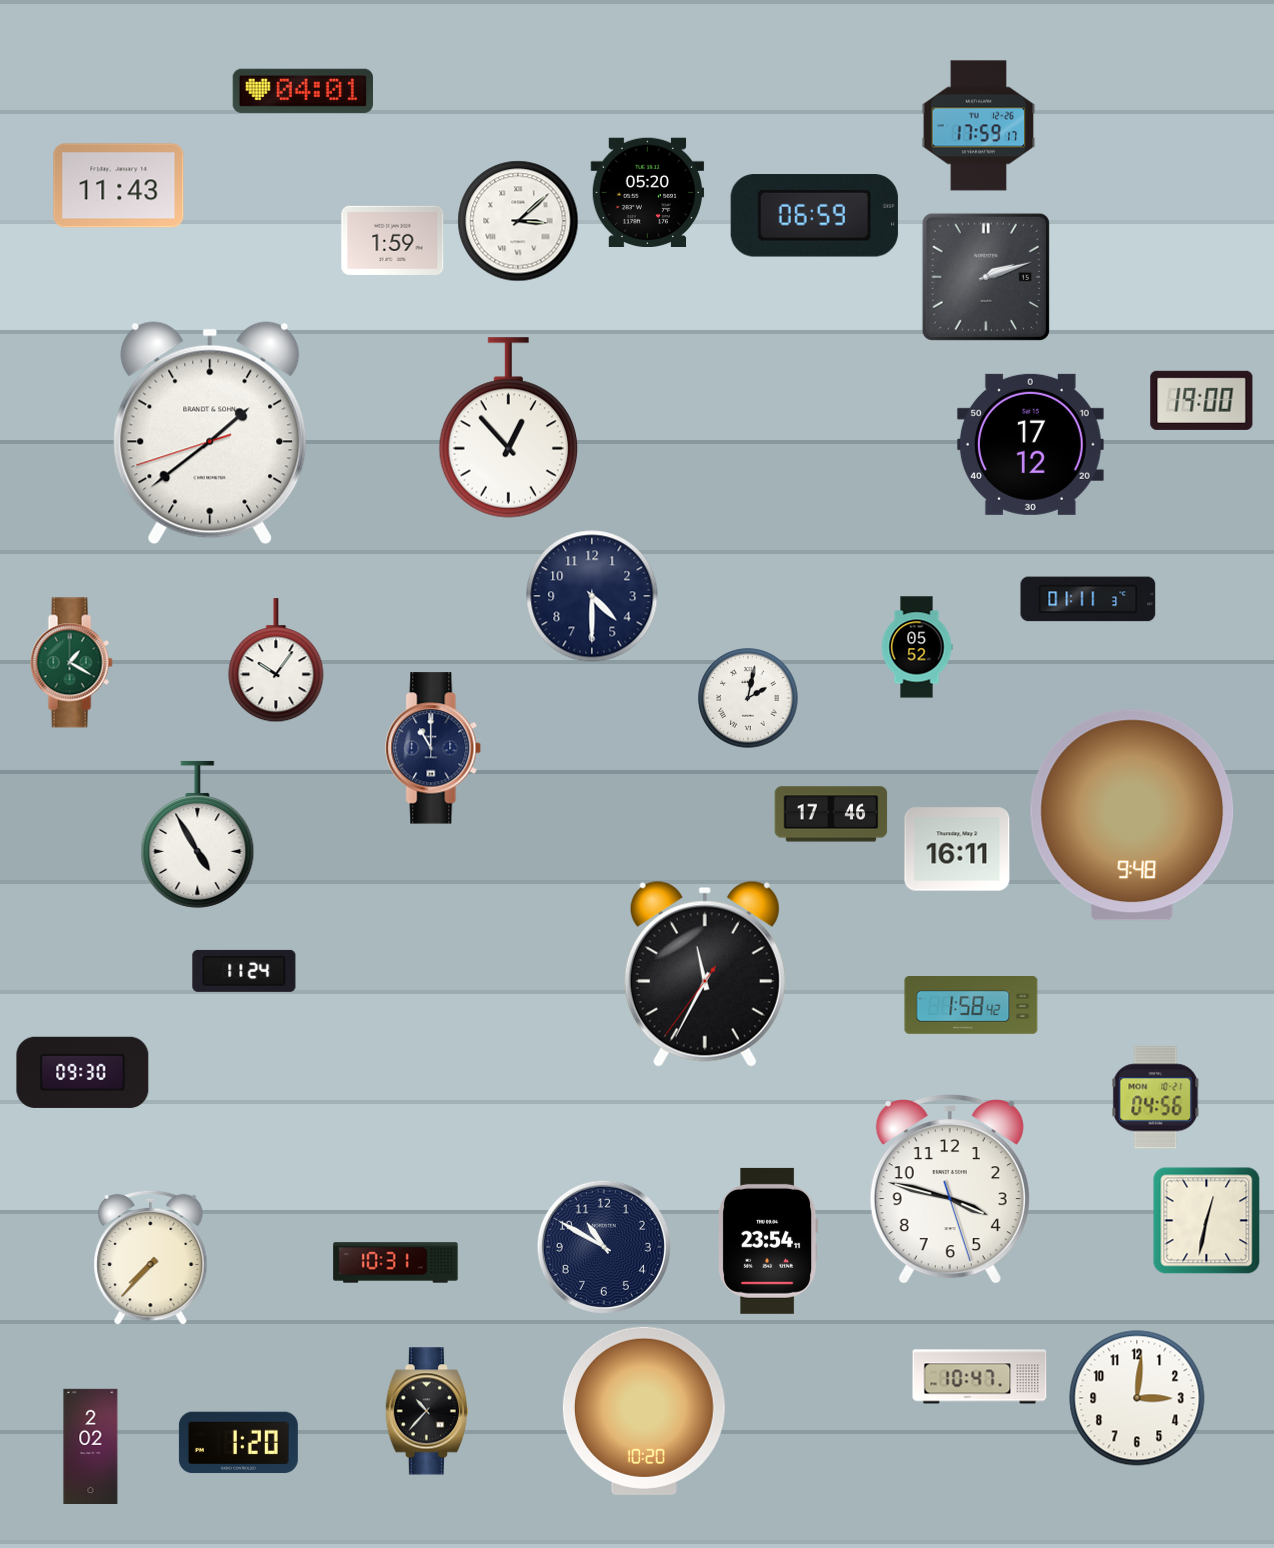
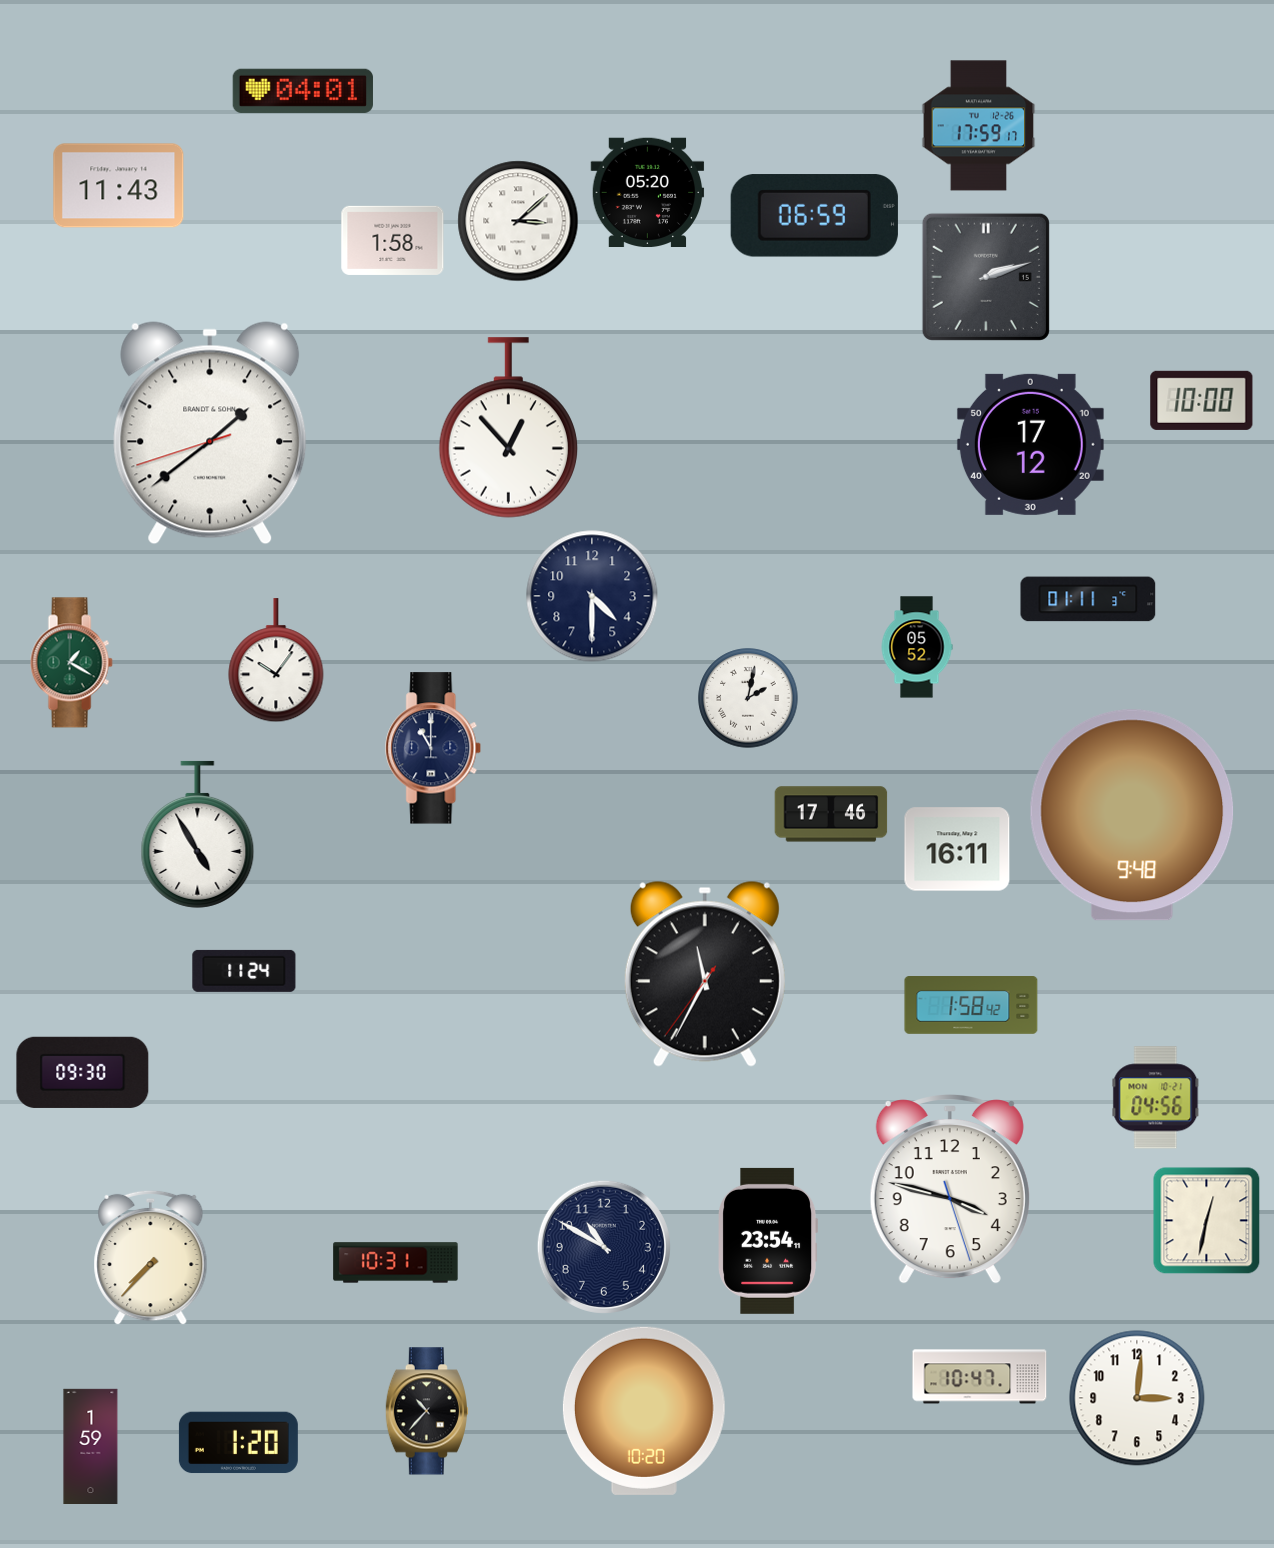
clock at (393, 240): 1:59 -> 1:58
clock at (1202, 400): 19:00 -> 10:00
clock at (91, 1446): 2:02 -> 1:59
